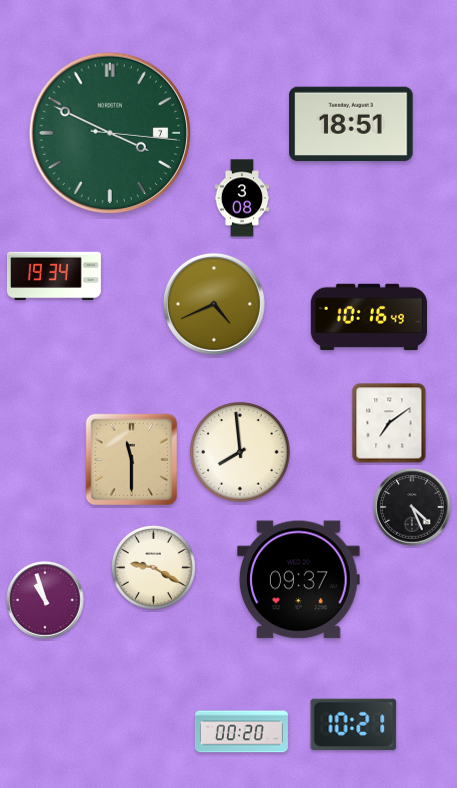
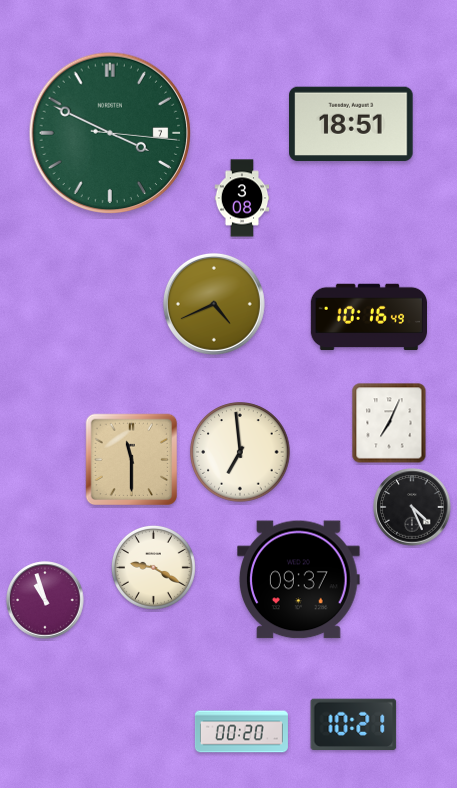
clock at (54, 275): 19:34 -> none
clock at (389, 423): 7:09 -> 7:04
clock at (240, 452): 7:59 -> 6:59
